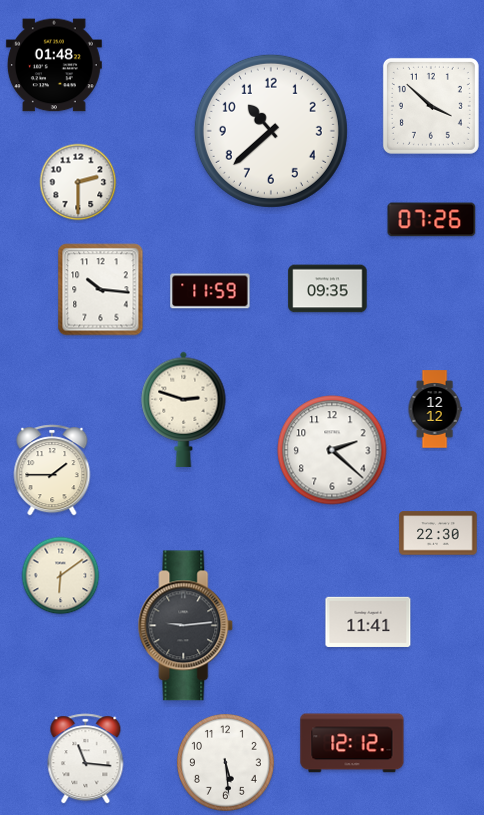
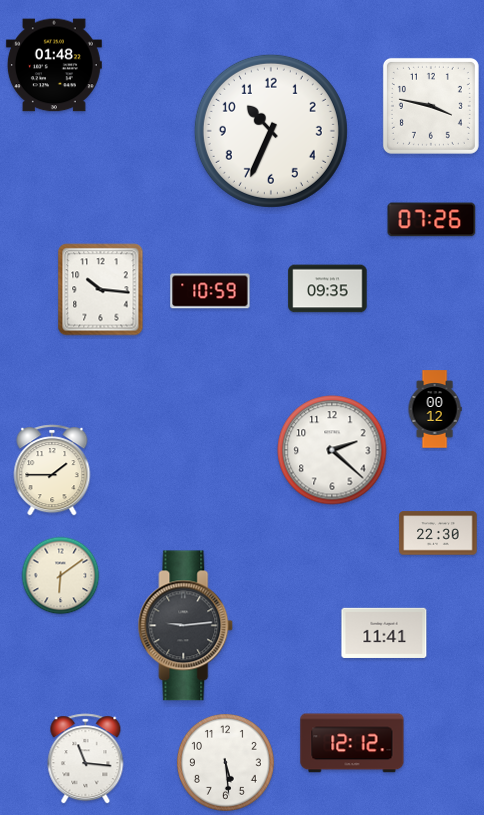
clock at (431, 106): 3:52 -> 3:47
clock at (271, 131): 10:38 -> 10:34
clock at (78, 182): 2:30 -> none
clock at (210, 291): 11:59 -> 10:59
clock at (184, 409): 2:48 -> none
clock at (435, 409): 12:12 -> 00:12
clock at (368, 621) position: (368, 621) -> (384, 632)
